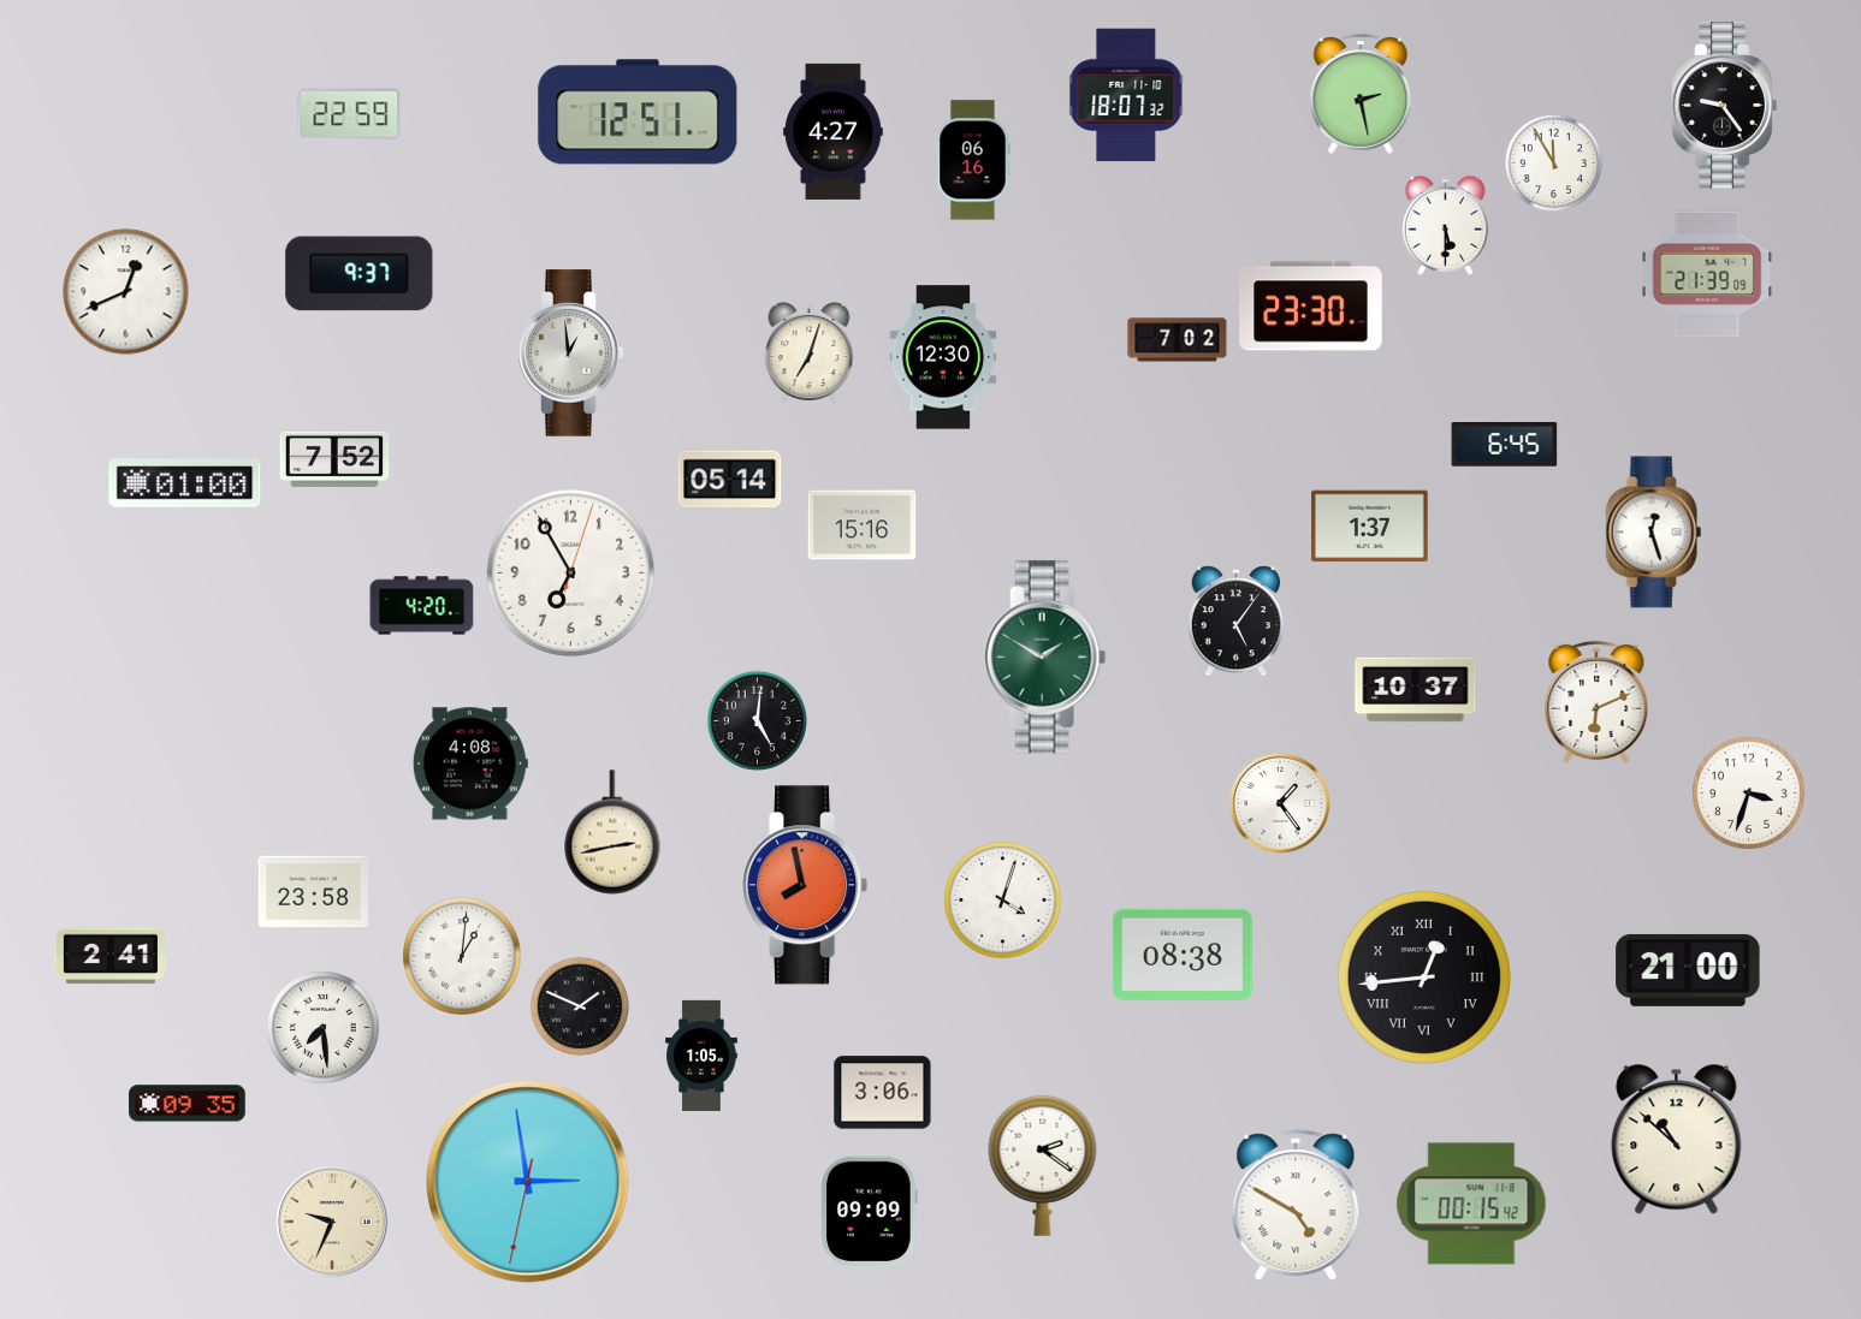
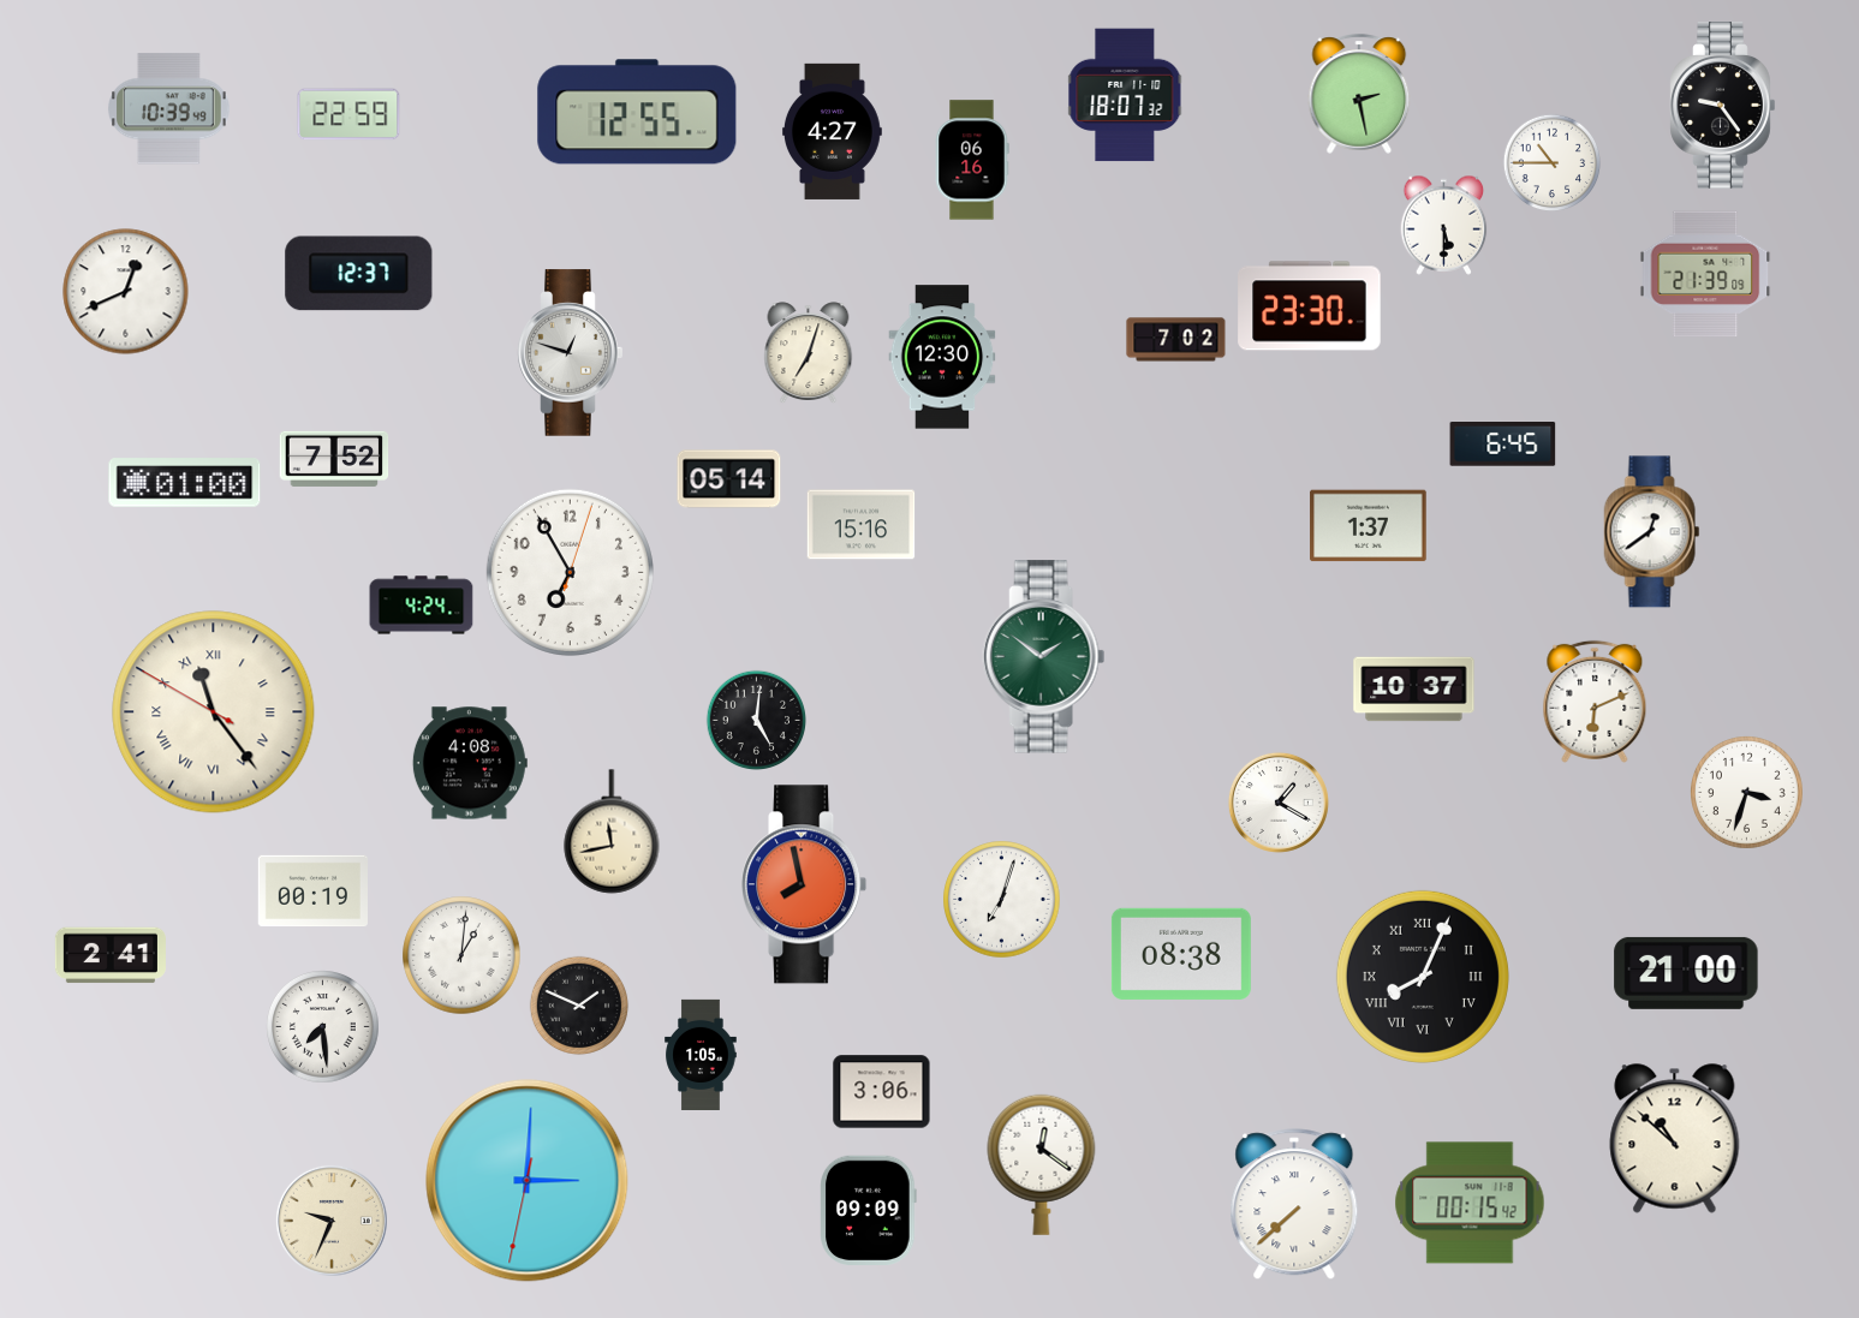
clock at (169, 109): none -> 10:39
clock at (638, 112): 12:51 -> 12:55
clock at (1554, 164): 11:55 -> 10:45
clock at (360, 274): 9:37 -> 12:37
clock at (571, 353): 12:59 -> 12:48
clock at (1654, 533): 12:27 -> 12:39
clock at (422, 606): 4:20 -> 4:24
clock at (1237, 622): 5:06 -> none
clock at (1045, 658): 1:50 -> 1:51
clock at (214, 712): none -> 11:23
clock at (1280, 803): 1:24 -> 1:20
clock at (612, 832): 2:43 -> 11:43
clock at (313, 892): 23:58 -> 00:19
clock at (1003, 901): 4:03 -> 7:03
clock at (1688, 970) position: (1688, 970) -> (1686, 973)
clock at (1424, 978): 12:44 -> 8:04
clock at (188, 1104): 09:35 -> none
clock at (1043, 1165): 2:21 -> 12:21
clock at (528, 1182): 2:58 -> 3:00
clock at (1296, 1206): 4:50 -> 7:38
